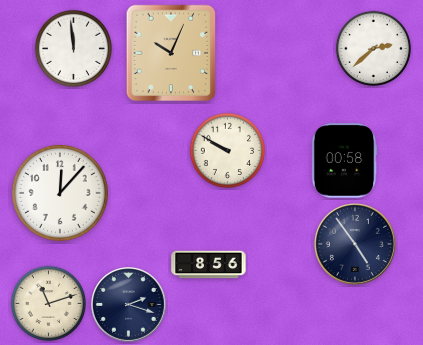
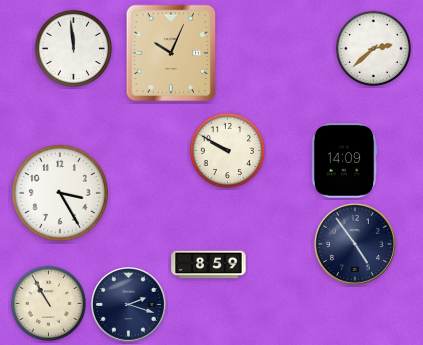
clock at (344, 161): 00:58 -> 14:09
clock at (60, 193): 12:07 -> 3:25
clock at (209, 265): 8:56 -> 8:59
clock at (48, 303): 11:12 -> 10:55
